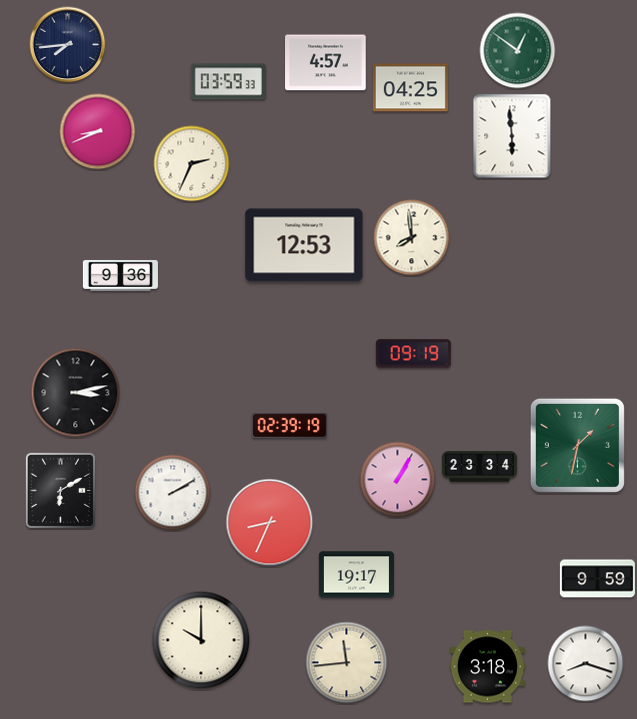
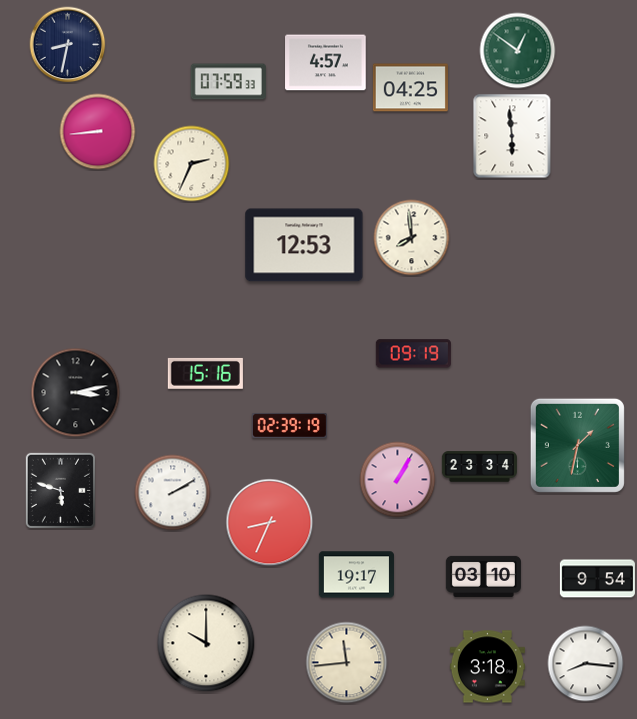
clock at (68, 45): 7:44 -> 8:32
clock at (228, 82): 03:59 -> 07:59
clock at (98, 132): 8:41 -> 8:44
clock at (120, 276): 9:36 -> none
clock at (205, 373): none -> 15:16
clock at (60, 490): 6:10 -> 5:48
clock at (483, 576): none -> 03:10
clock at (597, 579): 9:59 -> 9:54
clock at (201, 640) position: (201, 640) -> (206, 643)
clock at (586, 664): 8:18 -> 8:16
